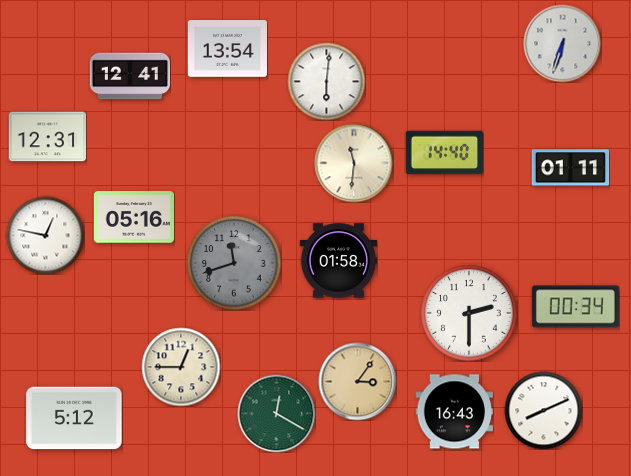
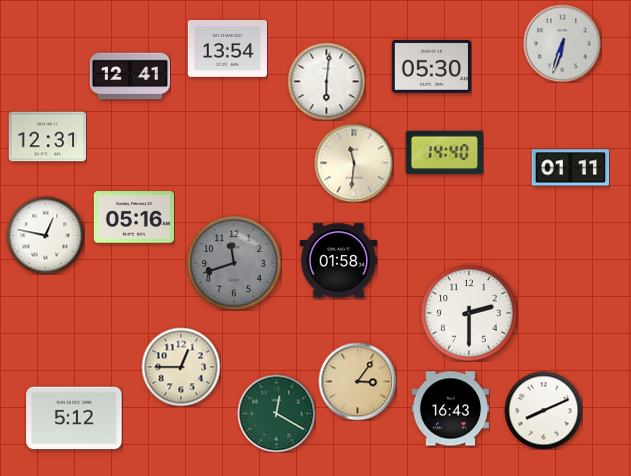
clock at (431, 66): none -> 05:30
clock at (575, 307): 00:34 -> none
clock at (454, 412) position: (454, 412) -> (450, 409)
